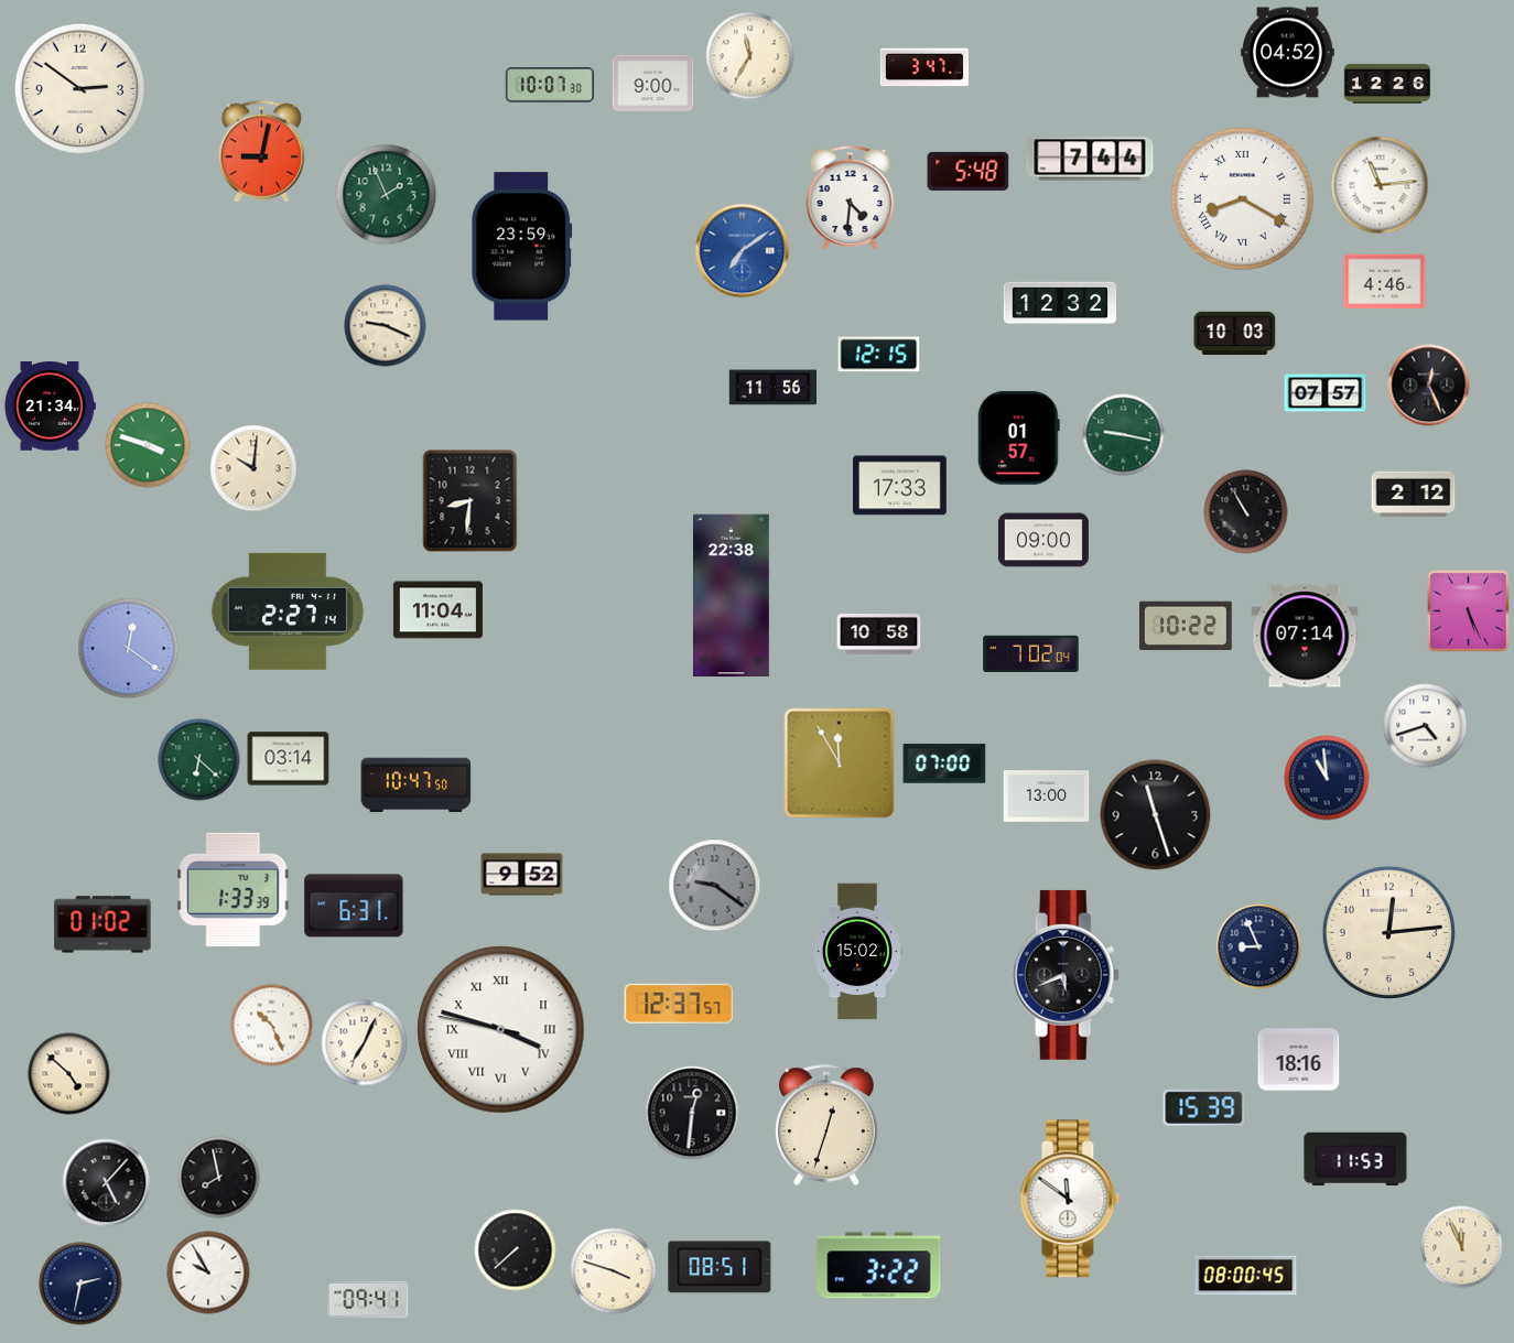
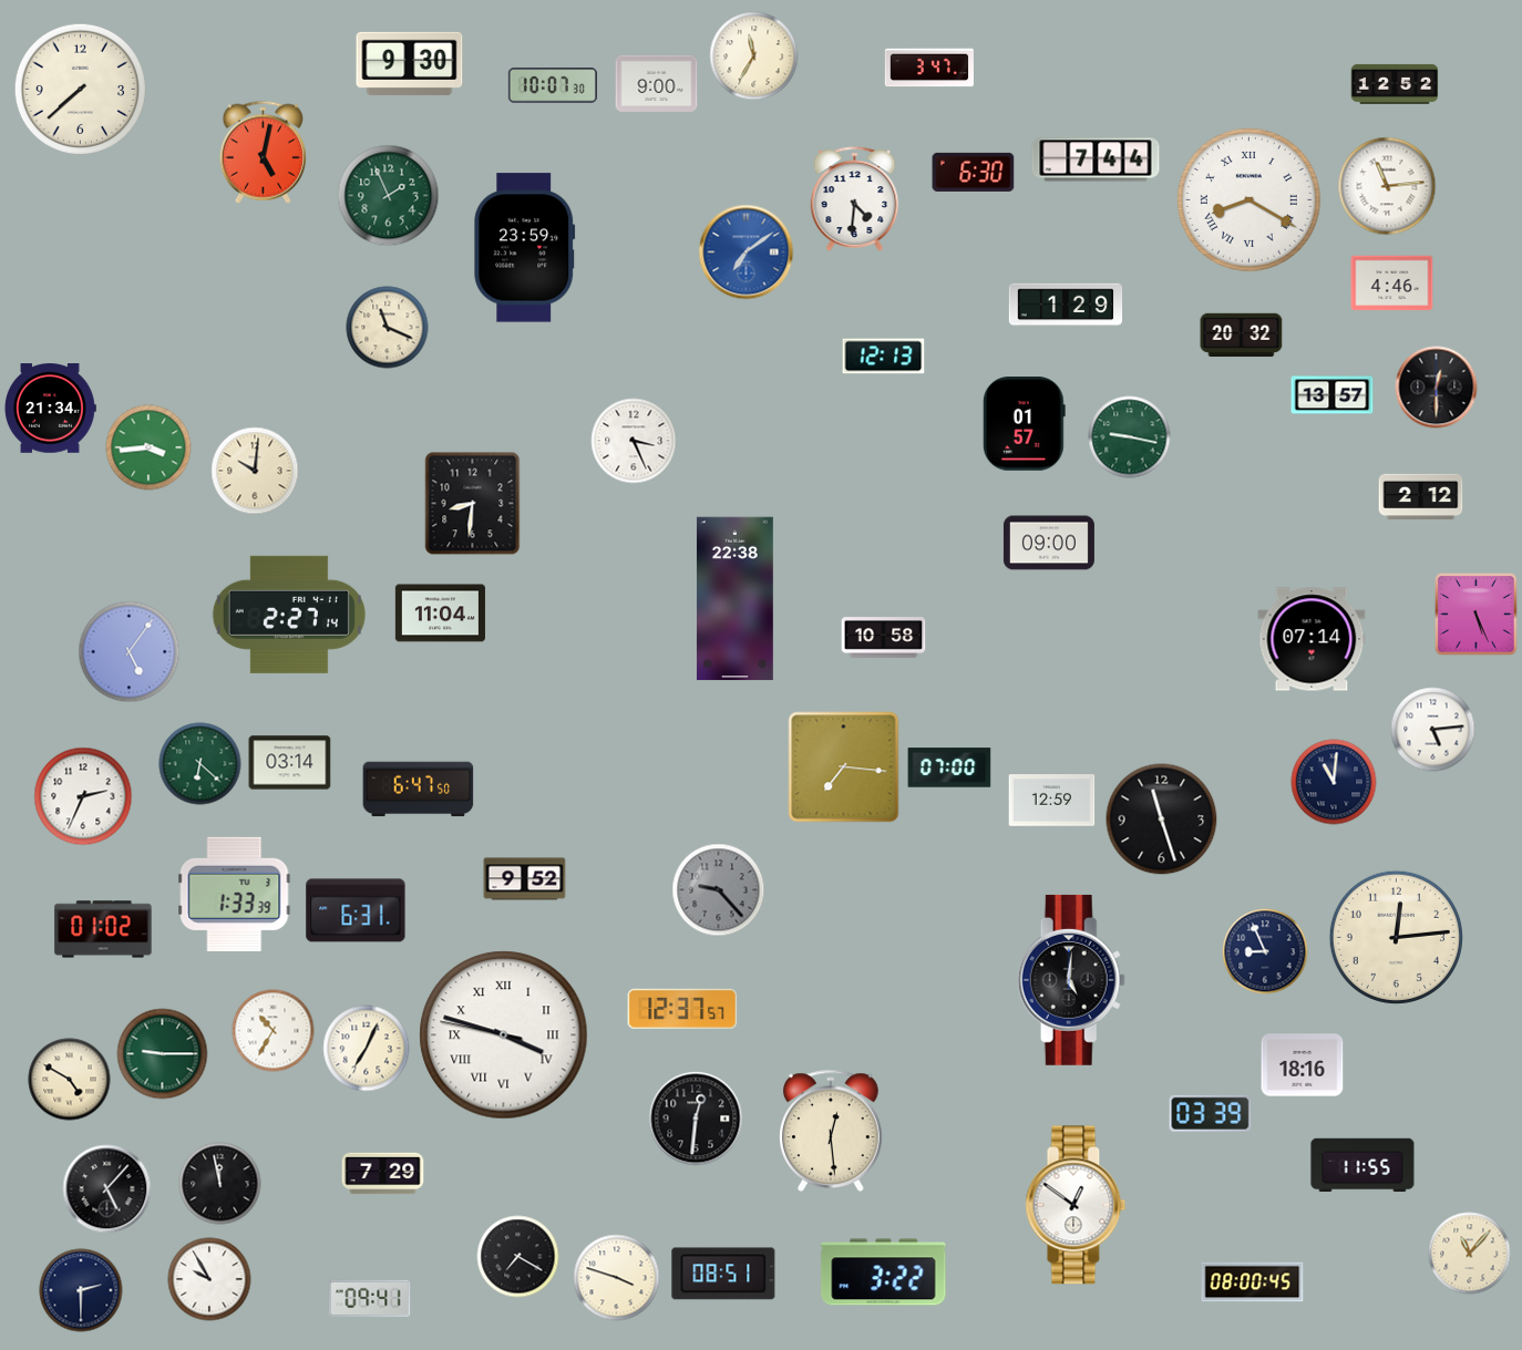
clock at (1288, 53): 04:52 -> none
clock at (410, 63): none -> 9:30
clock at (1387, 84): 12:26 -> 12:52
clock at (79, 88): 2:51 -> 7:38
clock at (261, 151): 9:02 -> 5:02
clock at (969, 171): 5:48 -> 6:30
clock at (1060, 303): 12:32 -> 1:29
clock at (386, 326): 9:19 -> 11:19
clock at (1235, 334): 10:03 -> 20:32
clock at (879, 355): 12:15 -> 12:13
clock at (1429, 386): 12:26 -> 12:30
clock at (772, 388): 11:56 -> none
clock at (1326, 393): 07:57 -> 13:57
clock at (634, 441): none -> 3:26
clock at (1018, 438) position: (1018, 438) -> (1024, 424)
clock at (148, 445): 3:48 -> 3:44
clock at (900, 486): 17:33 -> none
clock at (1246, 512): 10:55 -> none
clock at (1186, 626): 10:22 -> none
clock at (129, 649): 12:21 -> 5:06
clock at (1031, 654): 7:02 -> none
clock at (1426, 726): 4:42 -> 5:14
clock at (840, 763): 11:55 -> 7:16
clock at (1327, 778): 10:59 -> 11:01
clock at (417, 786): 10:47 -> 6:47
clock at (83, 796): none -> 2:34
clock at (1047, 797): 13:00 -> 12:59
clock at (715, 886): 9:21 -> 9:23
clock at (857, 952): 15:02 -> none
clock at (1066, 975): 5:41 -> 5:01
clock at (272, 1026): 10:26 -> 10:35
clock at (163, 1054): none -> 9:15
clock at (1299, 1060) position: (1299, 1060) -> (1303, 1065)
clock at (69, 1074): 4:52 -> 4:50
clock at (1204, 1107): 15:39 -> 03:39
clock at (828, 1125): 12:33 -> 12:29
clock at (1355, 1159): 11:53 -> 11:55
clock at (383, 1174): none -> 7:29
clock at (219, 1178): 7:58 -> 11:58
clock at (1070, 1199): 11:51 -> 12:51
clock at (1462, 1247): 11:56 -> 11:07
clock at (516, 1250): 7:38 -> 7:20
clock at (80, 1284): 2:32 -> 2:30
clock at (368, 1300) position: (368, 1300) -> (370, 1299)
